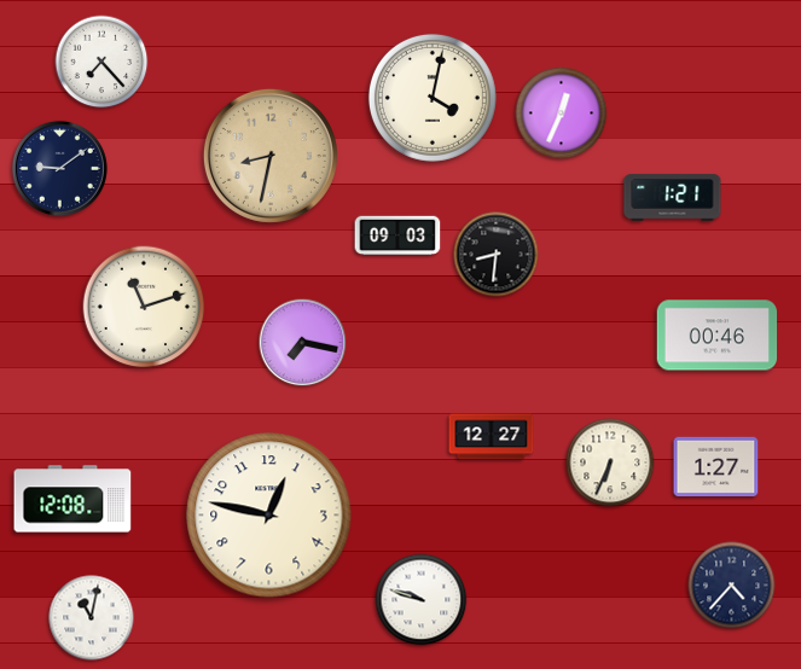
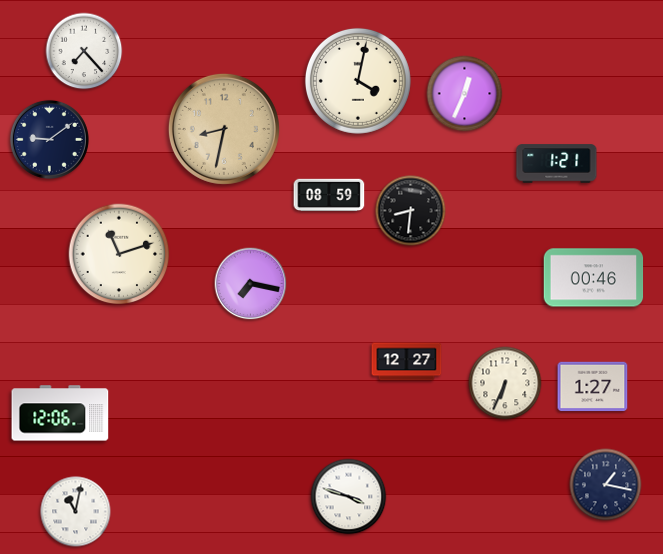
clock at (397, 234): 09:03 -> 08:59
clock at (72, 499): 12:08 -> 12:06
clock at (269, 516): 12:47 -> none
clock at (732, 586): 4:37 -> 1:17
clock at (422, 600): 9:48 -> 3:48
